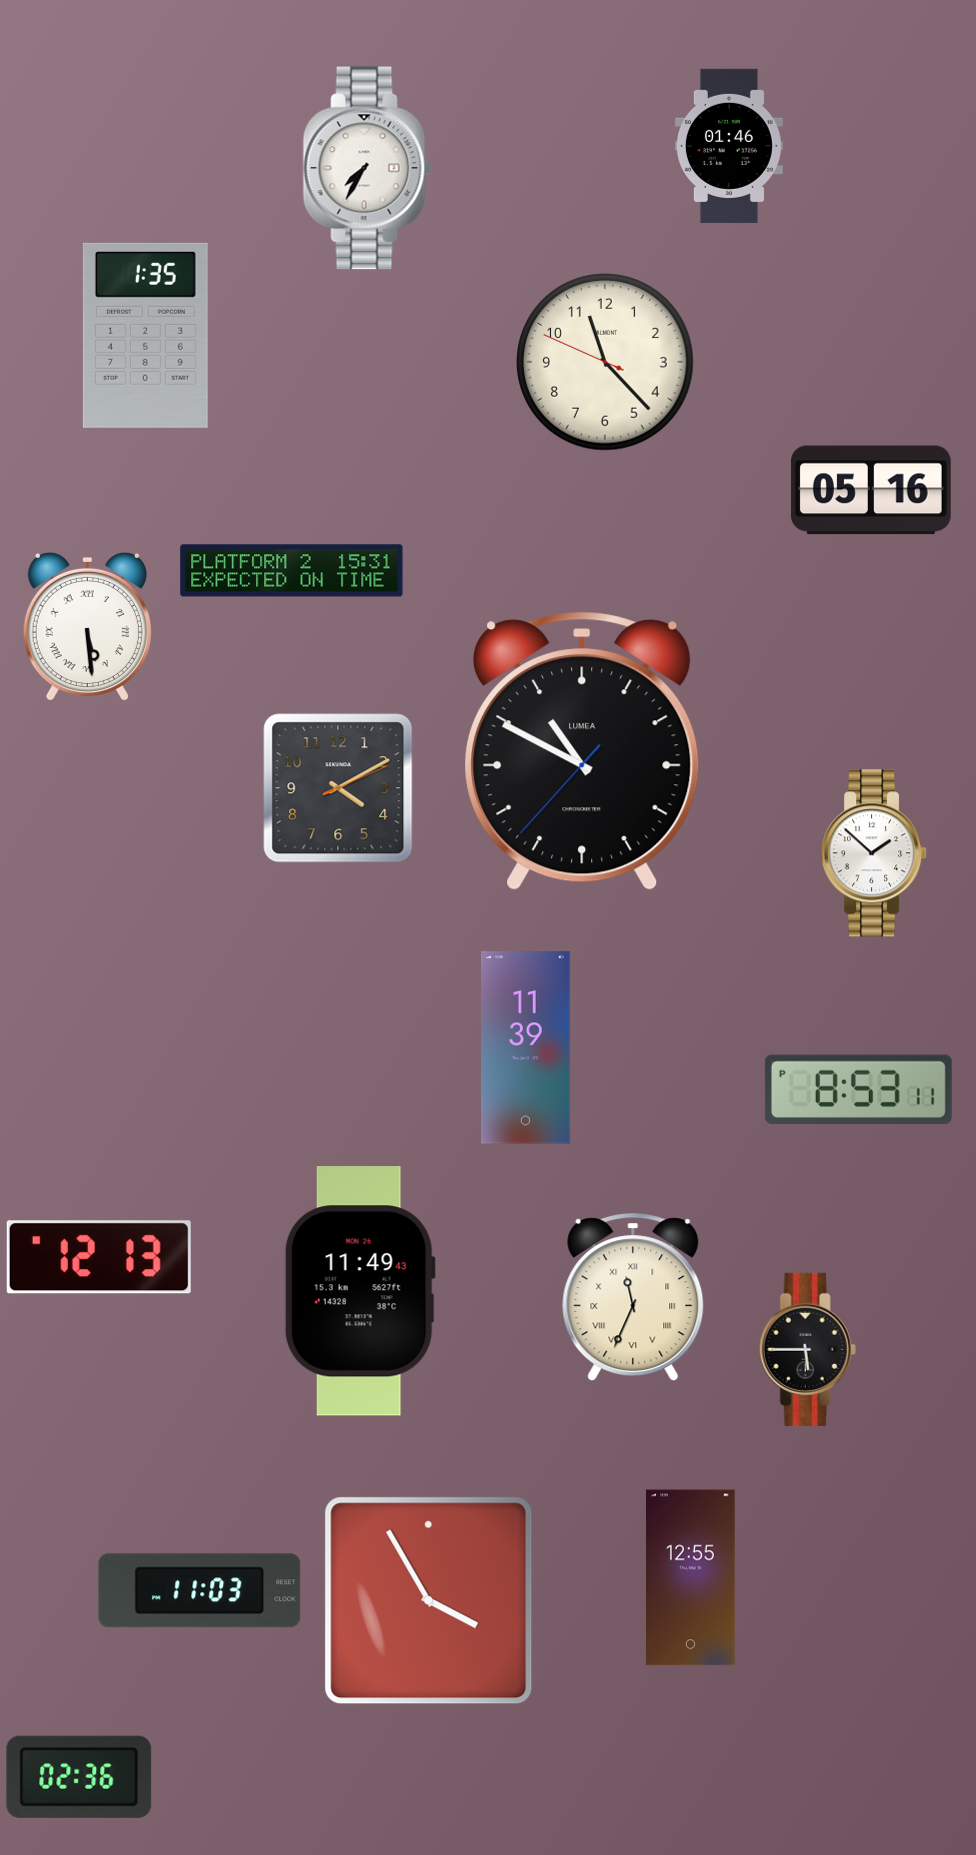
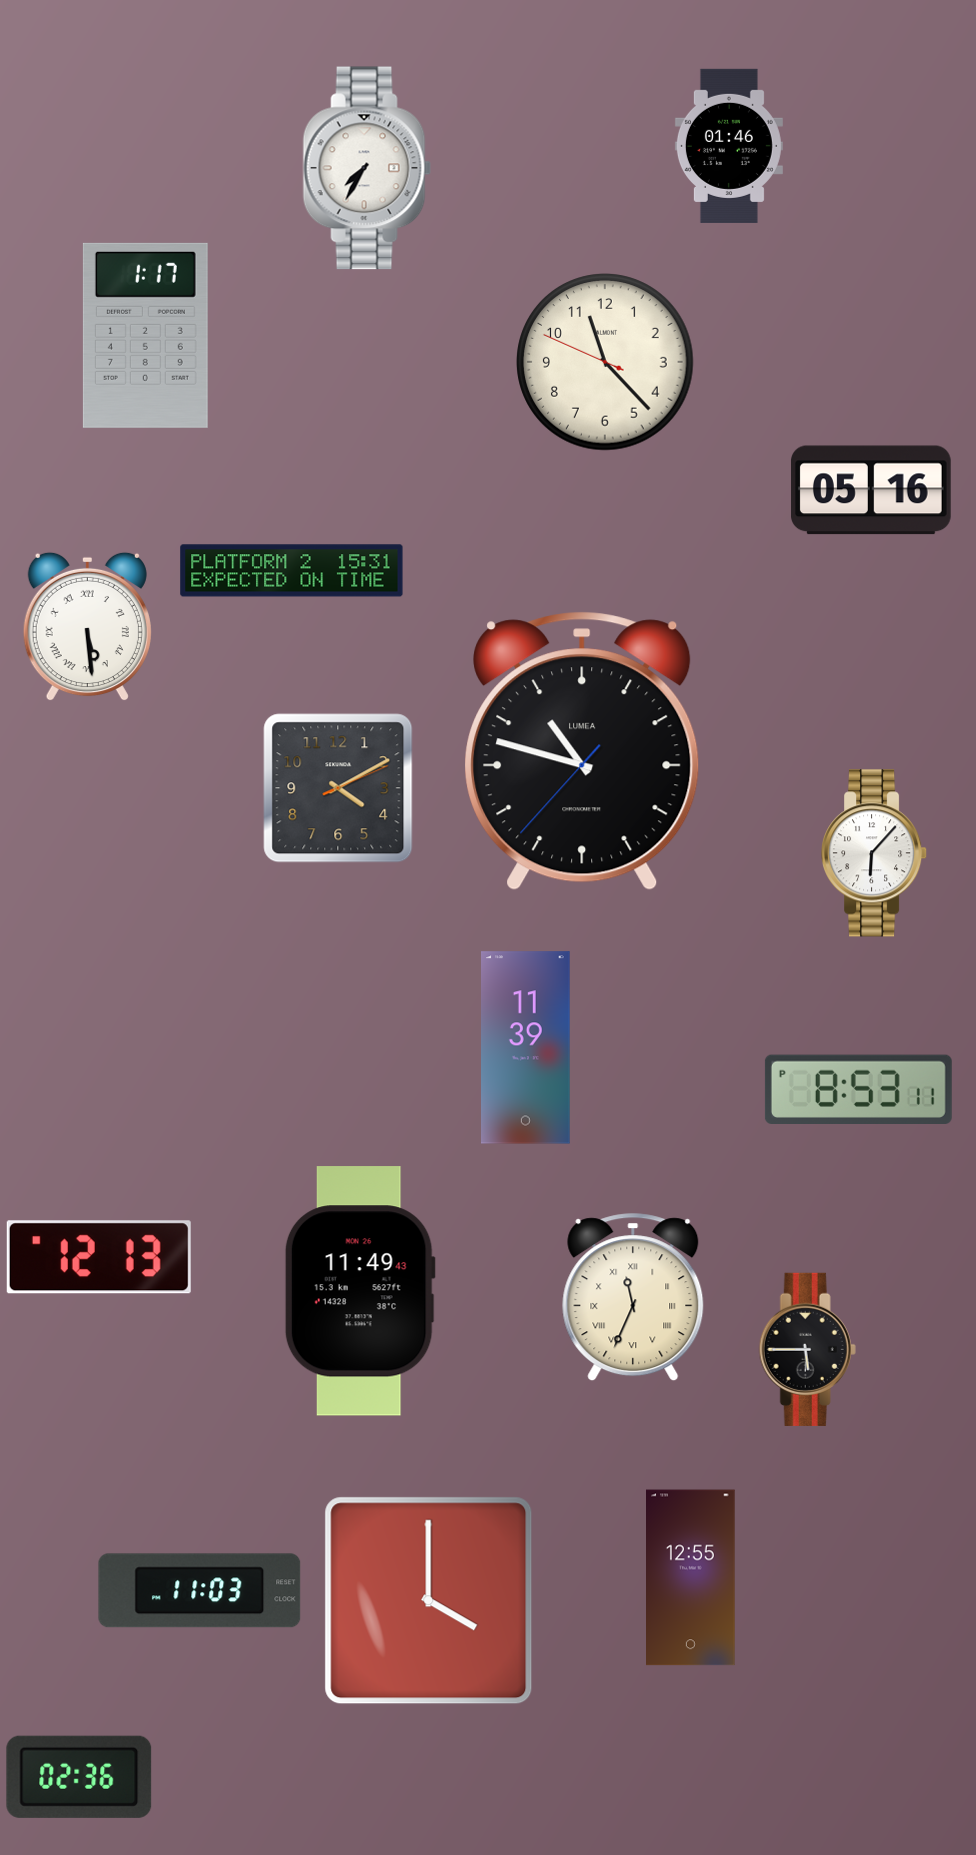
clock at (145, 335): 1:35 -> 1:17
clock at (582, 751): 10:49 -> 10:47
clock at (875, 853): 1:52 -> 6:07
clock at (429, 1601): 3:55 -> 4:00
